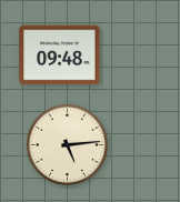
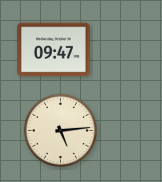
clock at (60, 55): 09:48 -> 09:47
